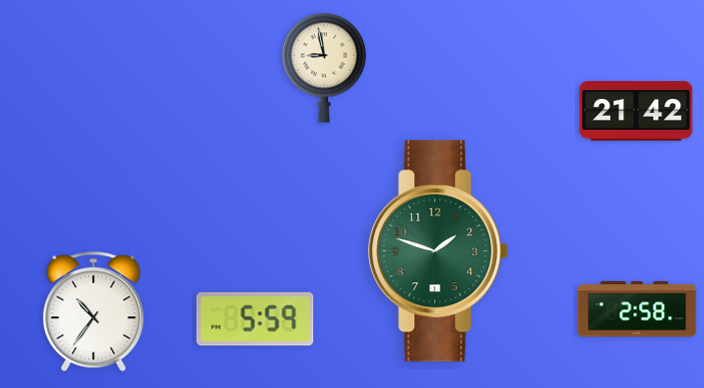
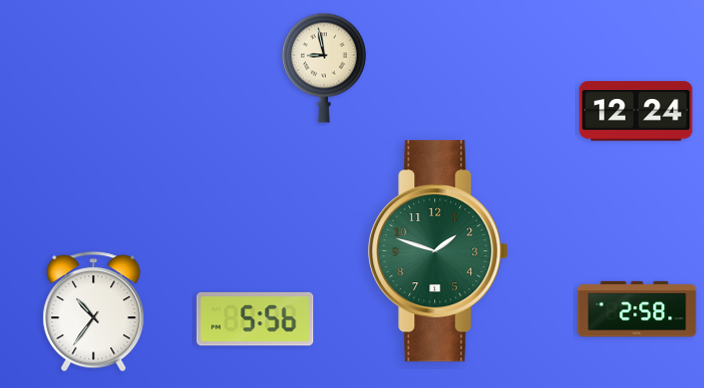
clock at (636, 111): 21:42 -> 12:24
clock at (255, 319): 5:59 -> 5:56
